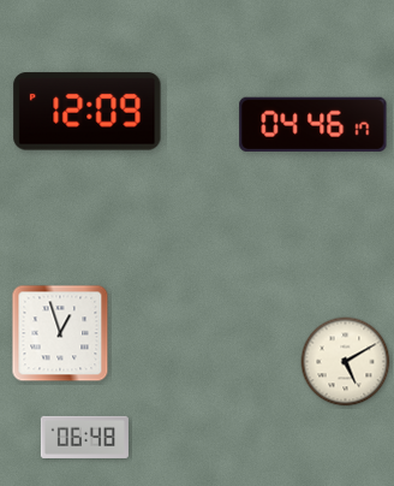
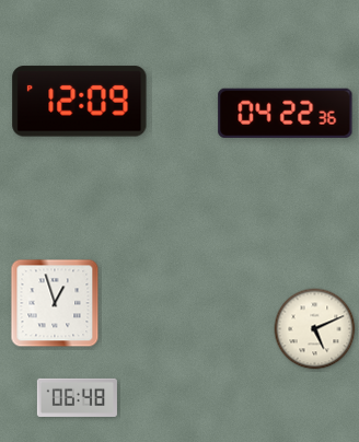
clock at (314, 124): 04:46 -> 04:22
clock at (346, 362): 5:10 -> 5:11
